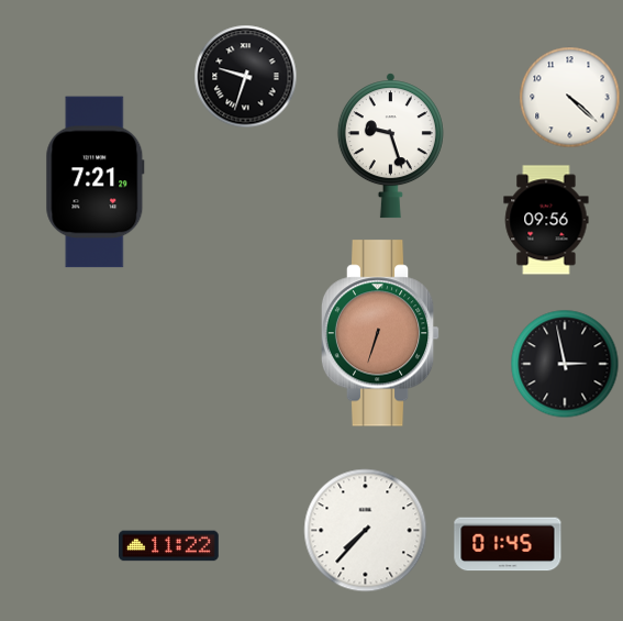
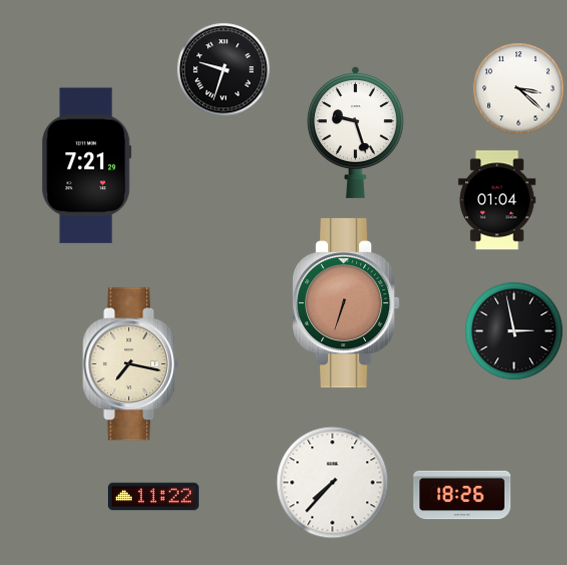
clock at (570, 98): 4:22 -> 3:22
clock at (546, 220): 09:56 -> 01:04
clock at (131, 364): none -> 7:17
clock at (508, 544): 01:45 -> 18:26
